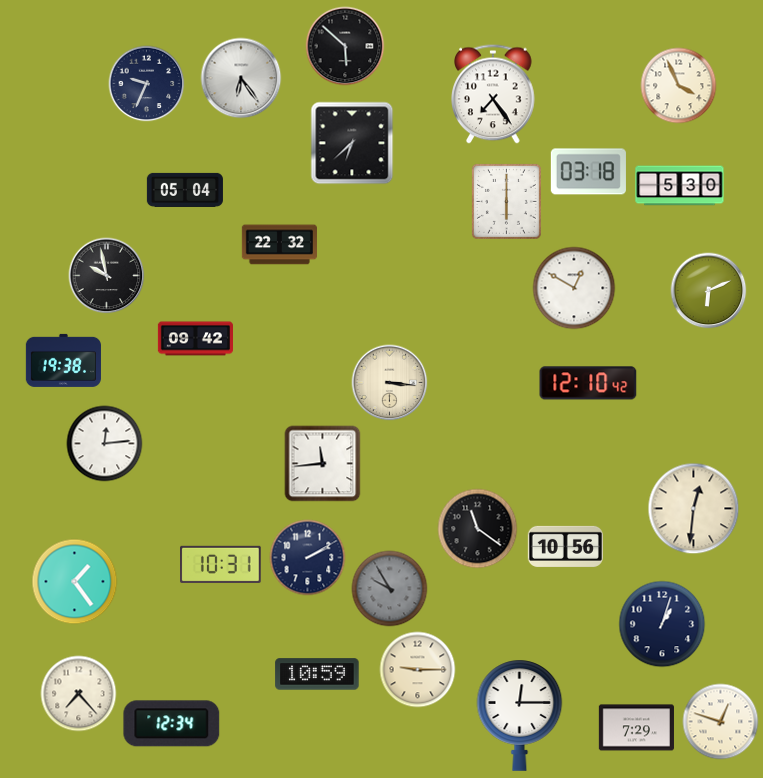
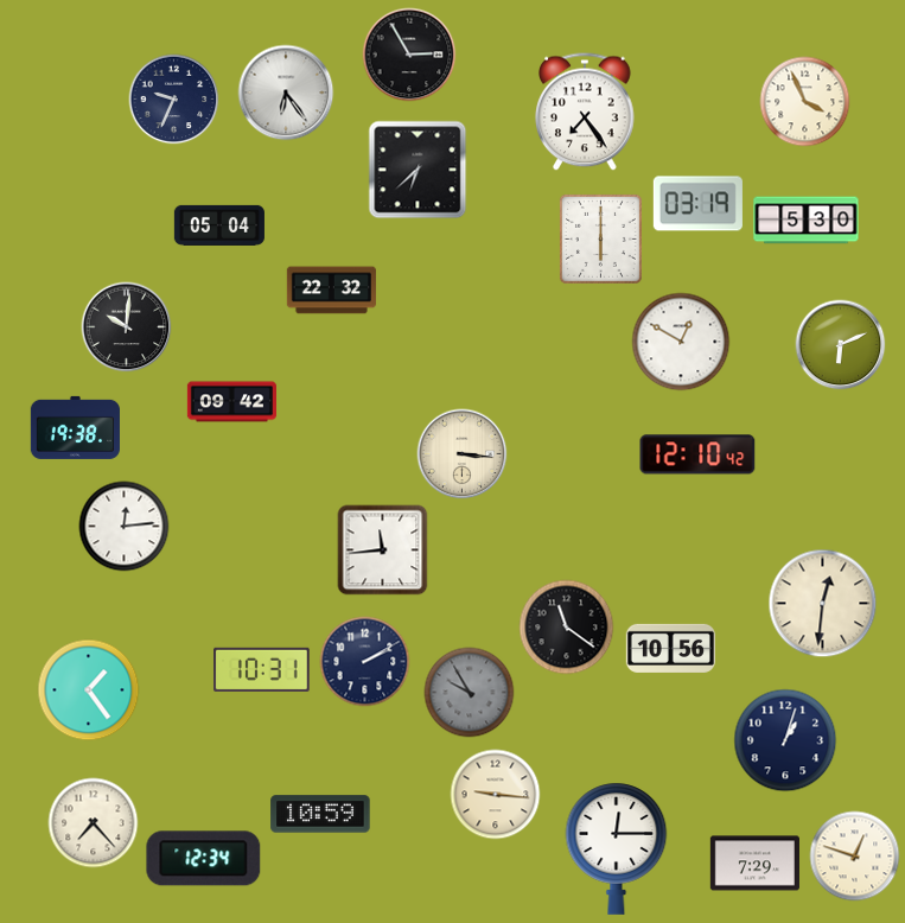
clock at (345, 46): 5:52 -> 2:55
clock at (588, 172): 03:18 -> 03:19
clock at (107, 276): 9:58 -> 10:01
clock at (390, 589) position: (390, 589) -> (470, 693)
clock at (418, 670): 9:15 -> 9:16
clock at (317, 674) position: (317, 674) -> (320, 814)
